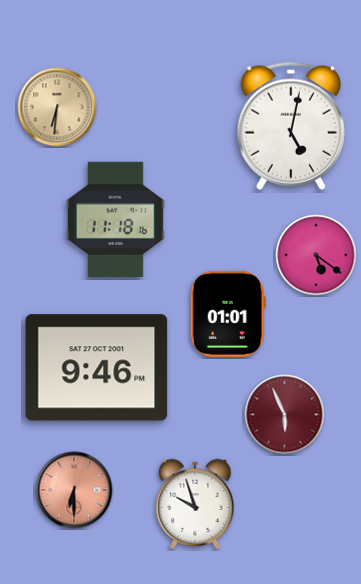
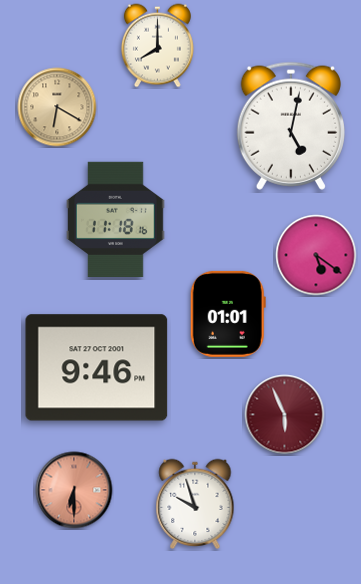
clock at (157, 46): none -> 8:00
clock at (57, 107): 6:31 -> 6:20
